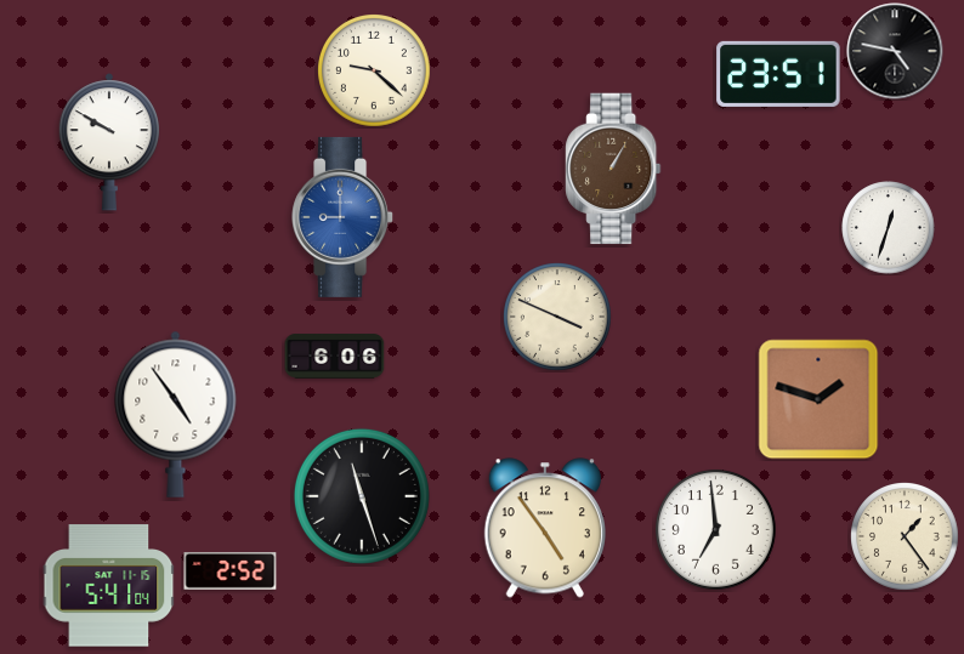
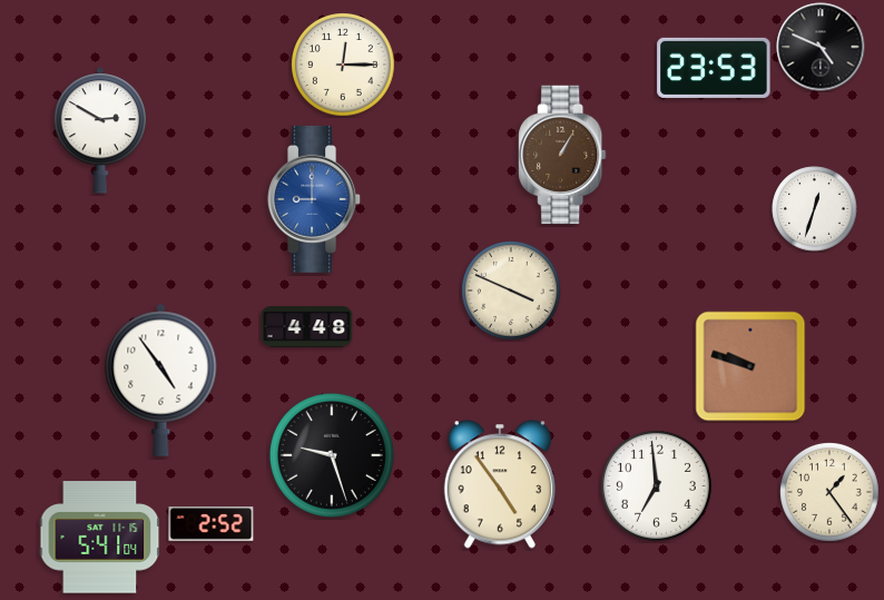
clock at (895, 51): 4:47 -> 4:49
clock at (375, 72): 9:22 -> 12:15
clock at (778, 74): 23:51 -> 23:53
clock at (108, 142): 9:50 -> 2:50
clock at (335, 357): 6:06 -> 4:48
clock at (818, 399): 1:48 -> 9:48
clock at (362, 496): 11:27 -> 9:27
